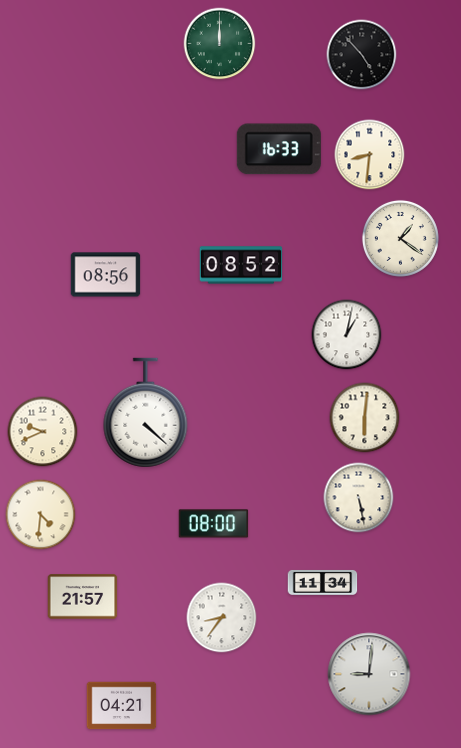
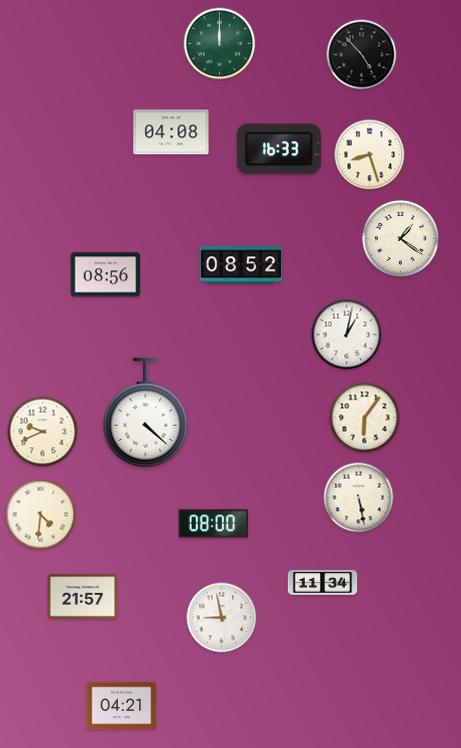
clock at (171, 132): none -> 04:08
clock at (370, 155): 8:31 -> 8:27
clock at (365, 418): 6:01 -> 6:06
clock at (222, 618): 8:36 -> 8:58
clock at (369, 674): 9:01 -> none
